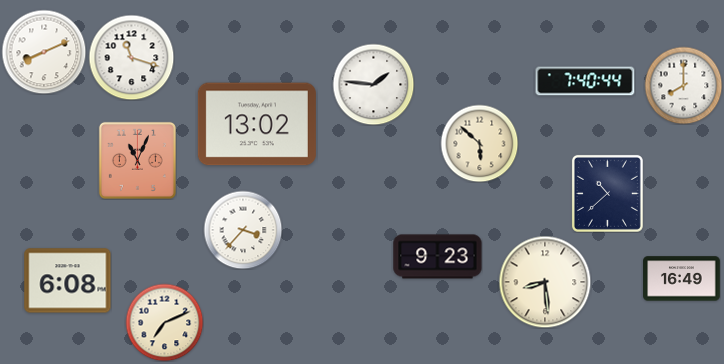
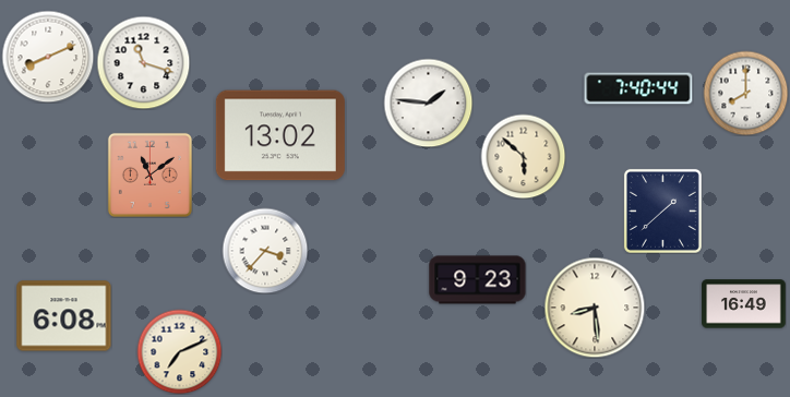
clock at (373, 84) position: (373, 84) -> (428, 103)
clock at (137, 160): 11:04 -> 11:09
clock at (607, 193): 10:38 -> 1:38
clock at (68, 281) position: (68, 281) -> (64, 316)
